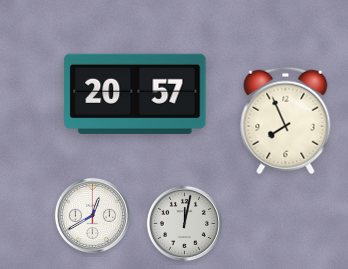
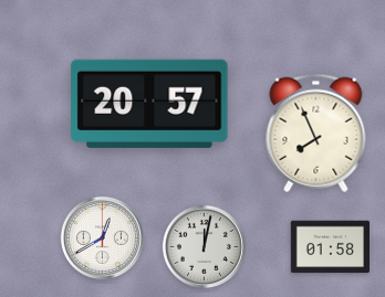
clock at (330, 247): none -> 01:58
